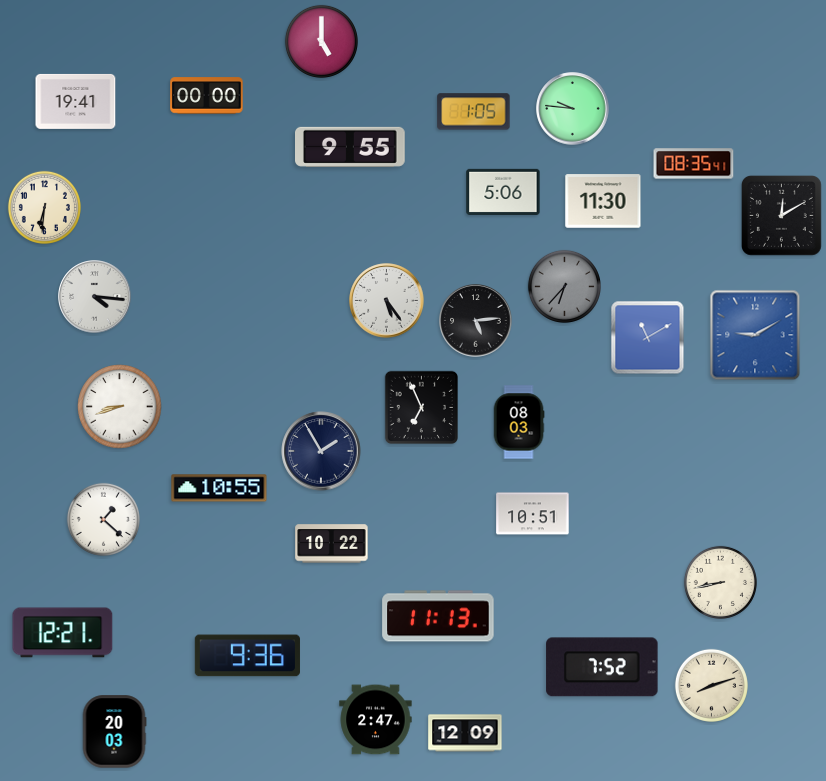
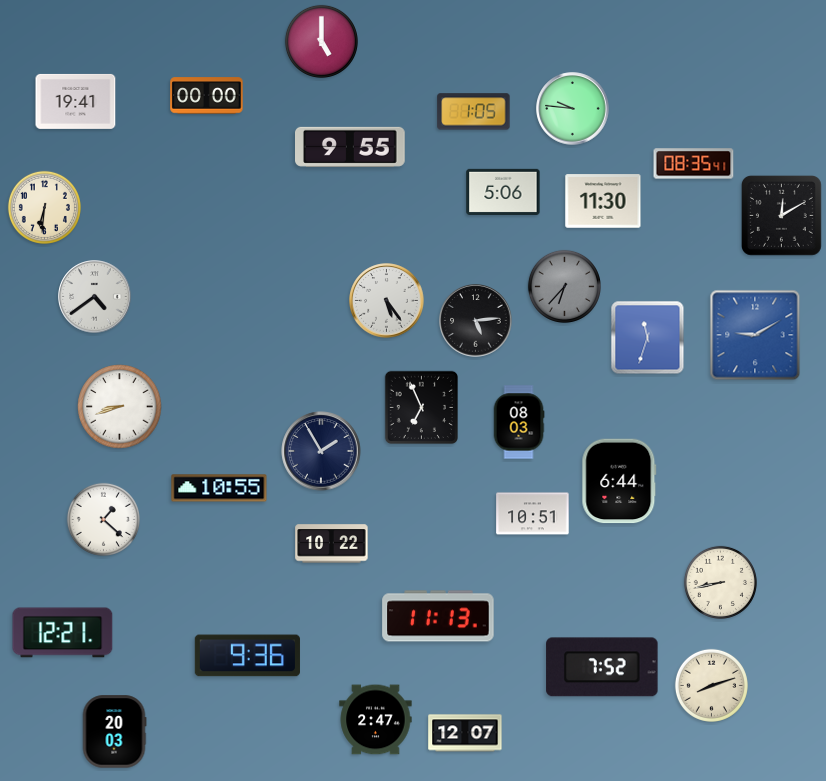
clock at (95, 297): 4:16 -> 4:39
clock at (648, 338): 11:10 -> 11:33
clock at (619, 481): none -> 6:44
clock at (465, 733): 12:09 -> 12:07
